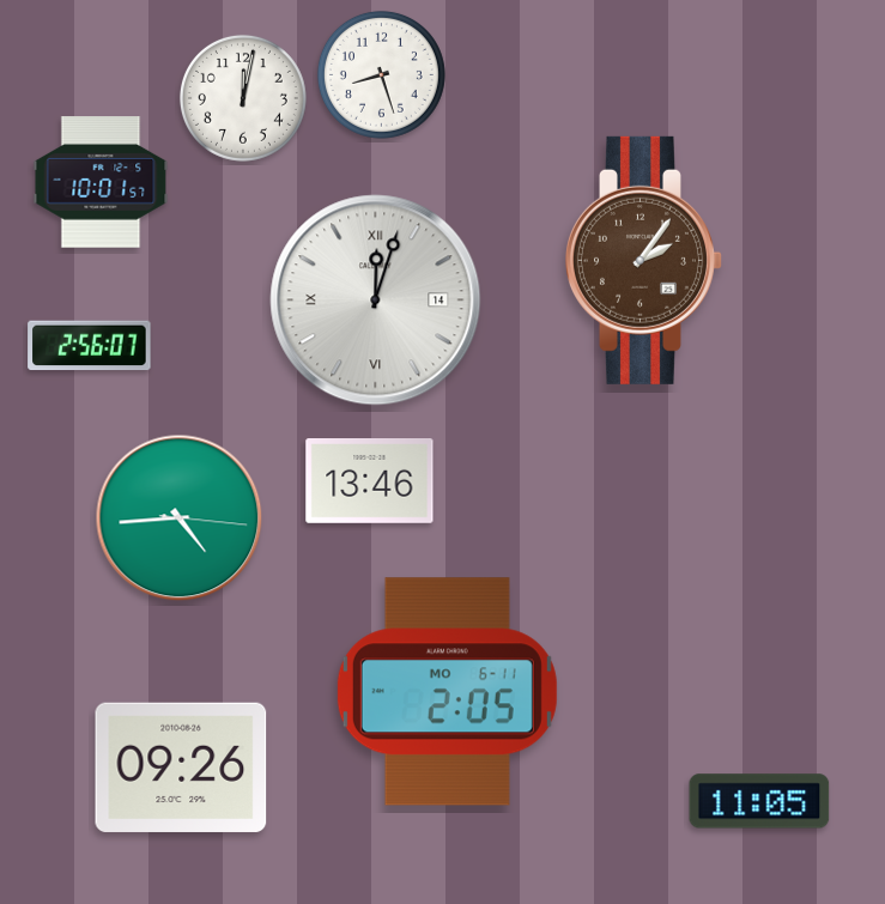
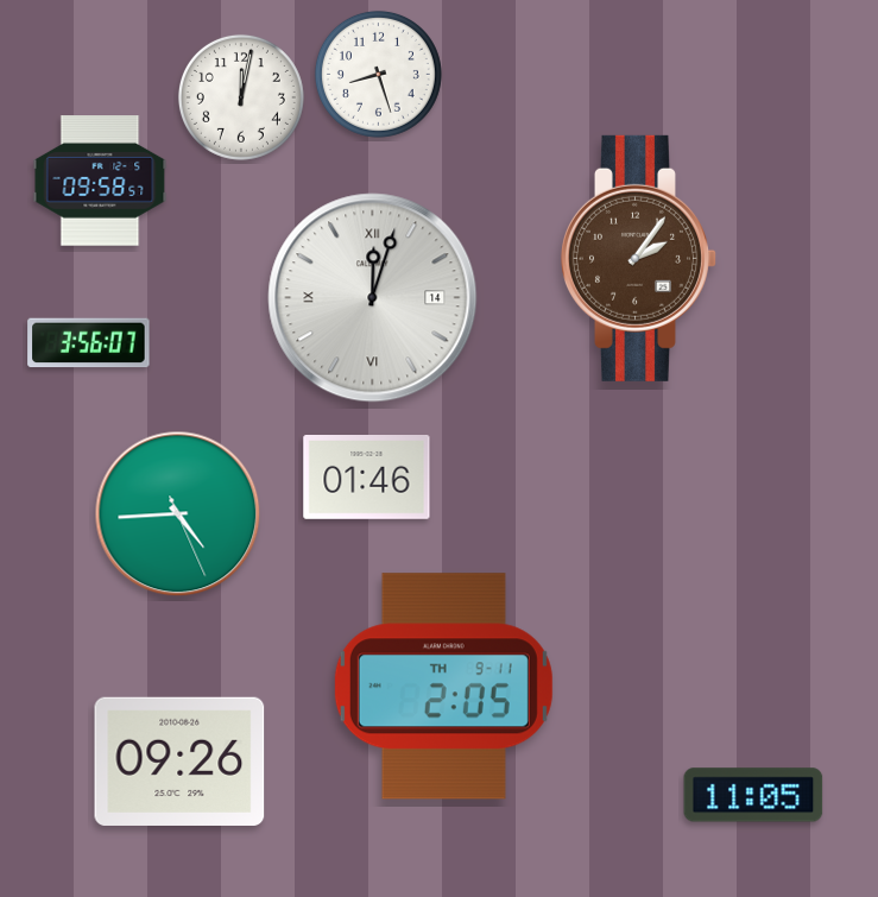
clock at (101, 182): 10:01 -> 09:58
clock at (90, 346): 2:56 -> 3:56
clock at (370, 481): 13:46 -> 01:46
clock at (180, 518): 4:44:16 -> 4:44:26
clock at (447, 692) date: MO 6-11 -> TH 9-11
